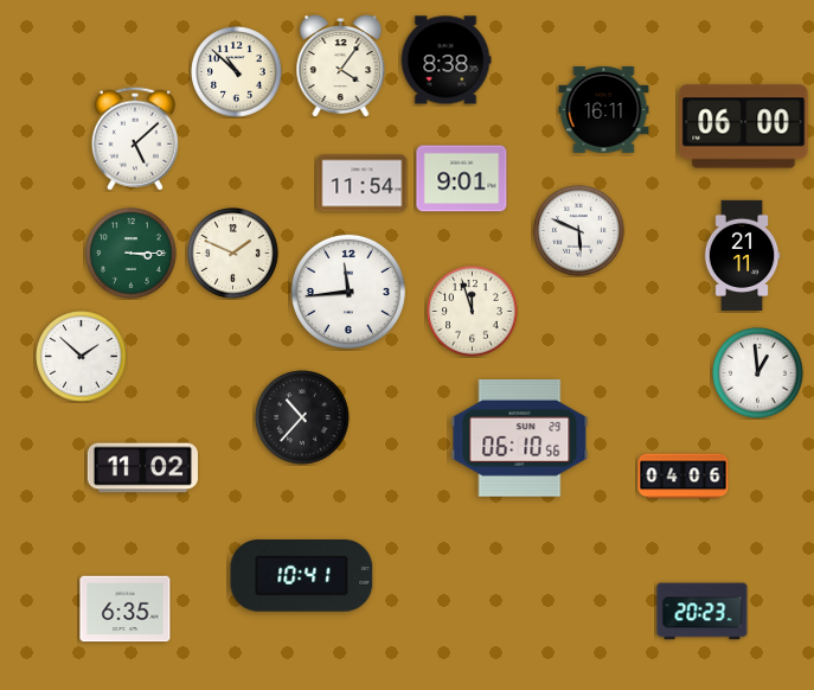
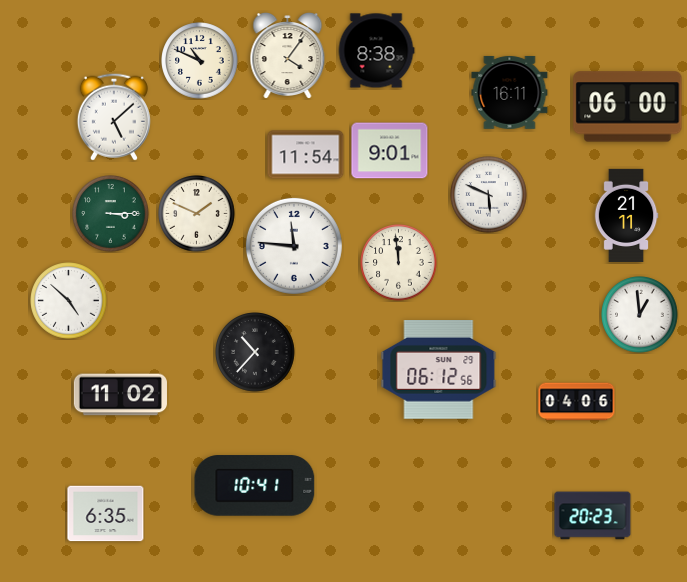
clock at (237, 72): 10:52 -> 10:49
clock at (348, 292): 11:44 -> 11:46
clock at (473, 312): 11:57 -> 11:59
clock at (82, 357): 1:52 -> 4:52
clock at (520, 439): 06:10 -> 06:12
